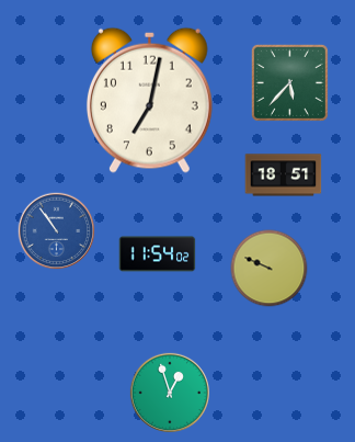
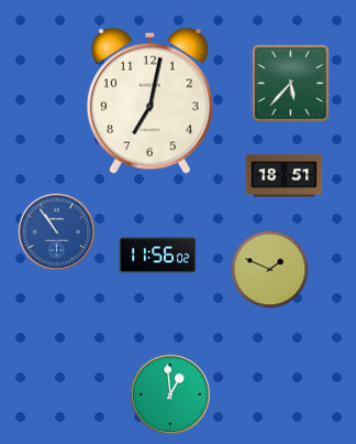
clock at (158, 254): 11:54 -> 11:56
clock at (270, 269): 9:49 -> 1:49
clock at (170, 393): 12:57 -> 12:59
